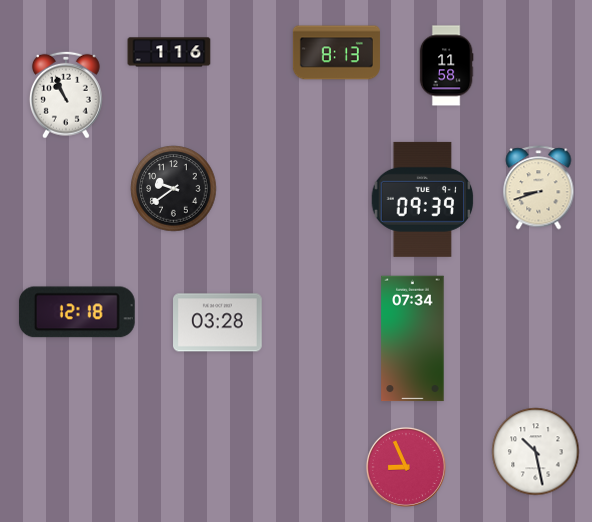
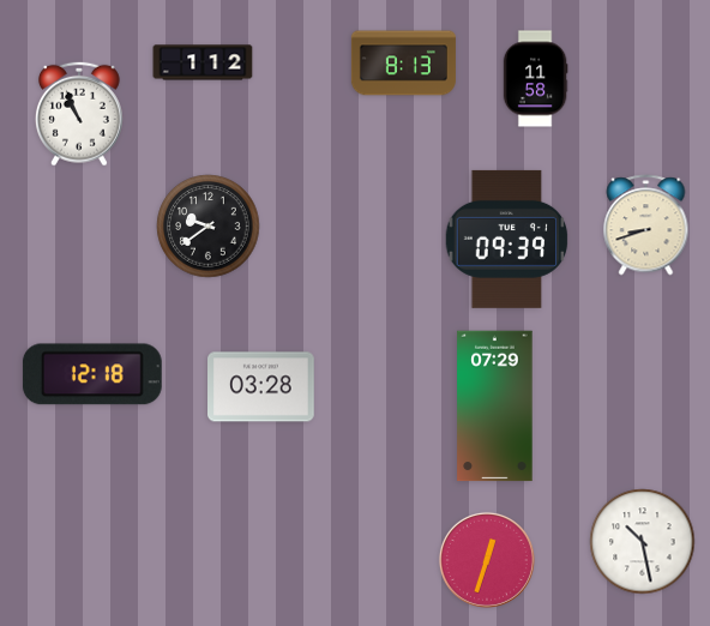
clock at (169, 52): 1:16 -> 1:12
clock at (413, 339): 07:34 -> 07:29
clock at (406, 467): 8:56 -> 12:33
